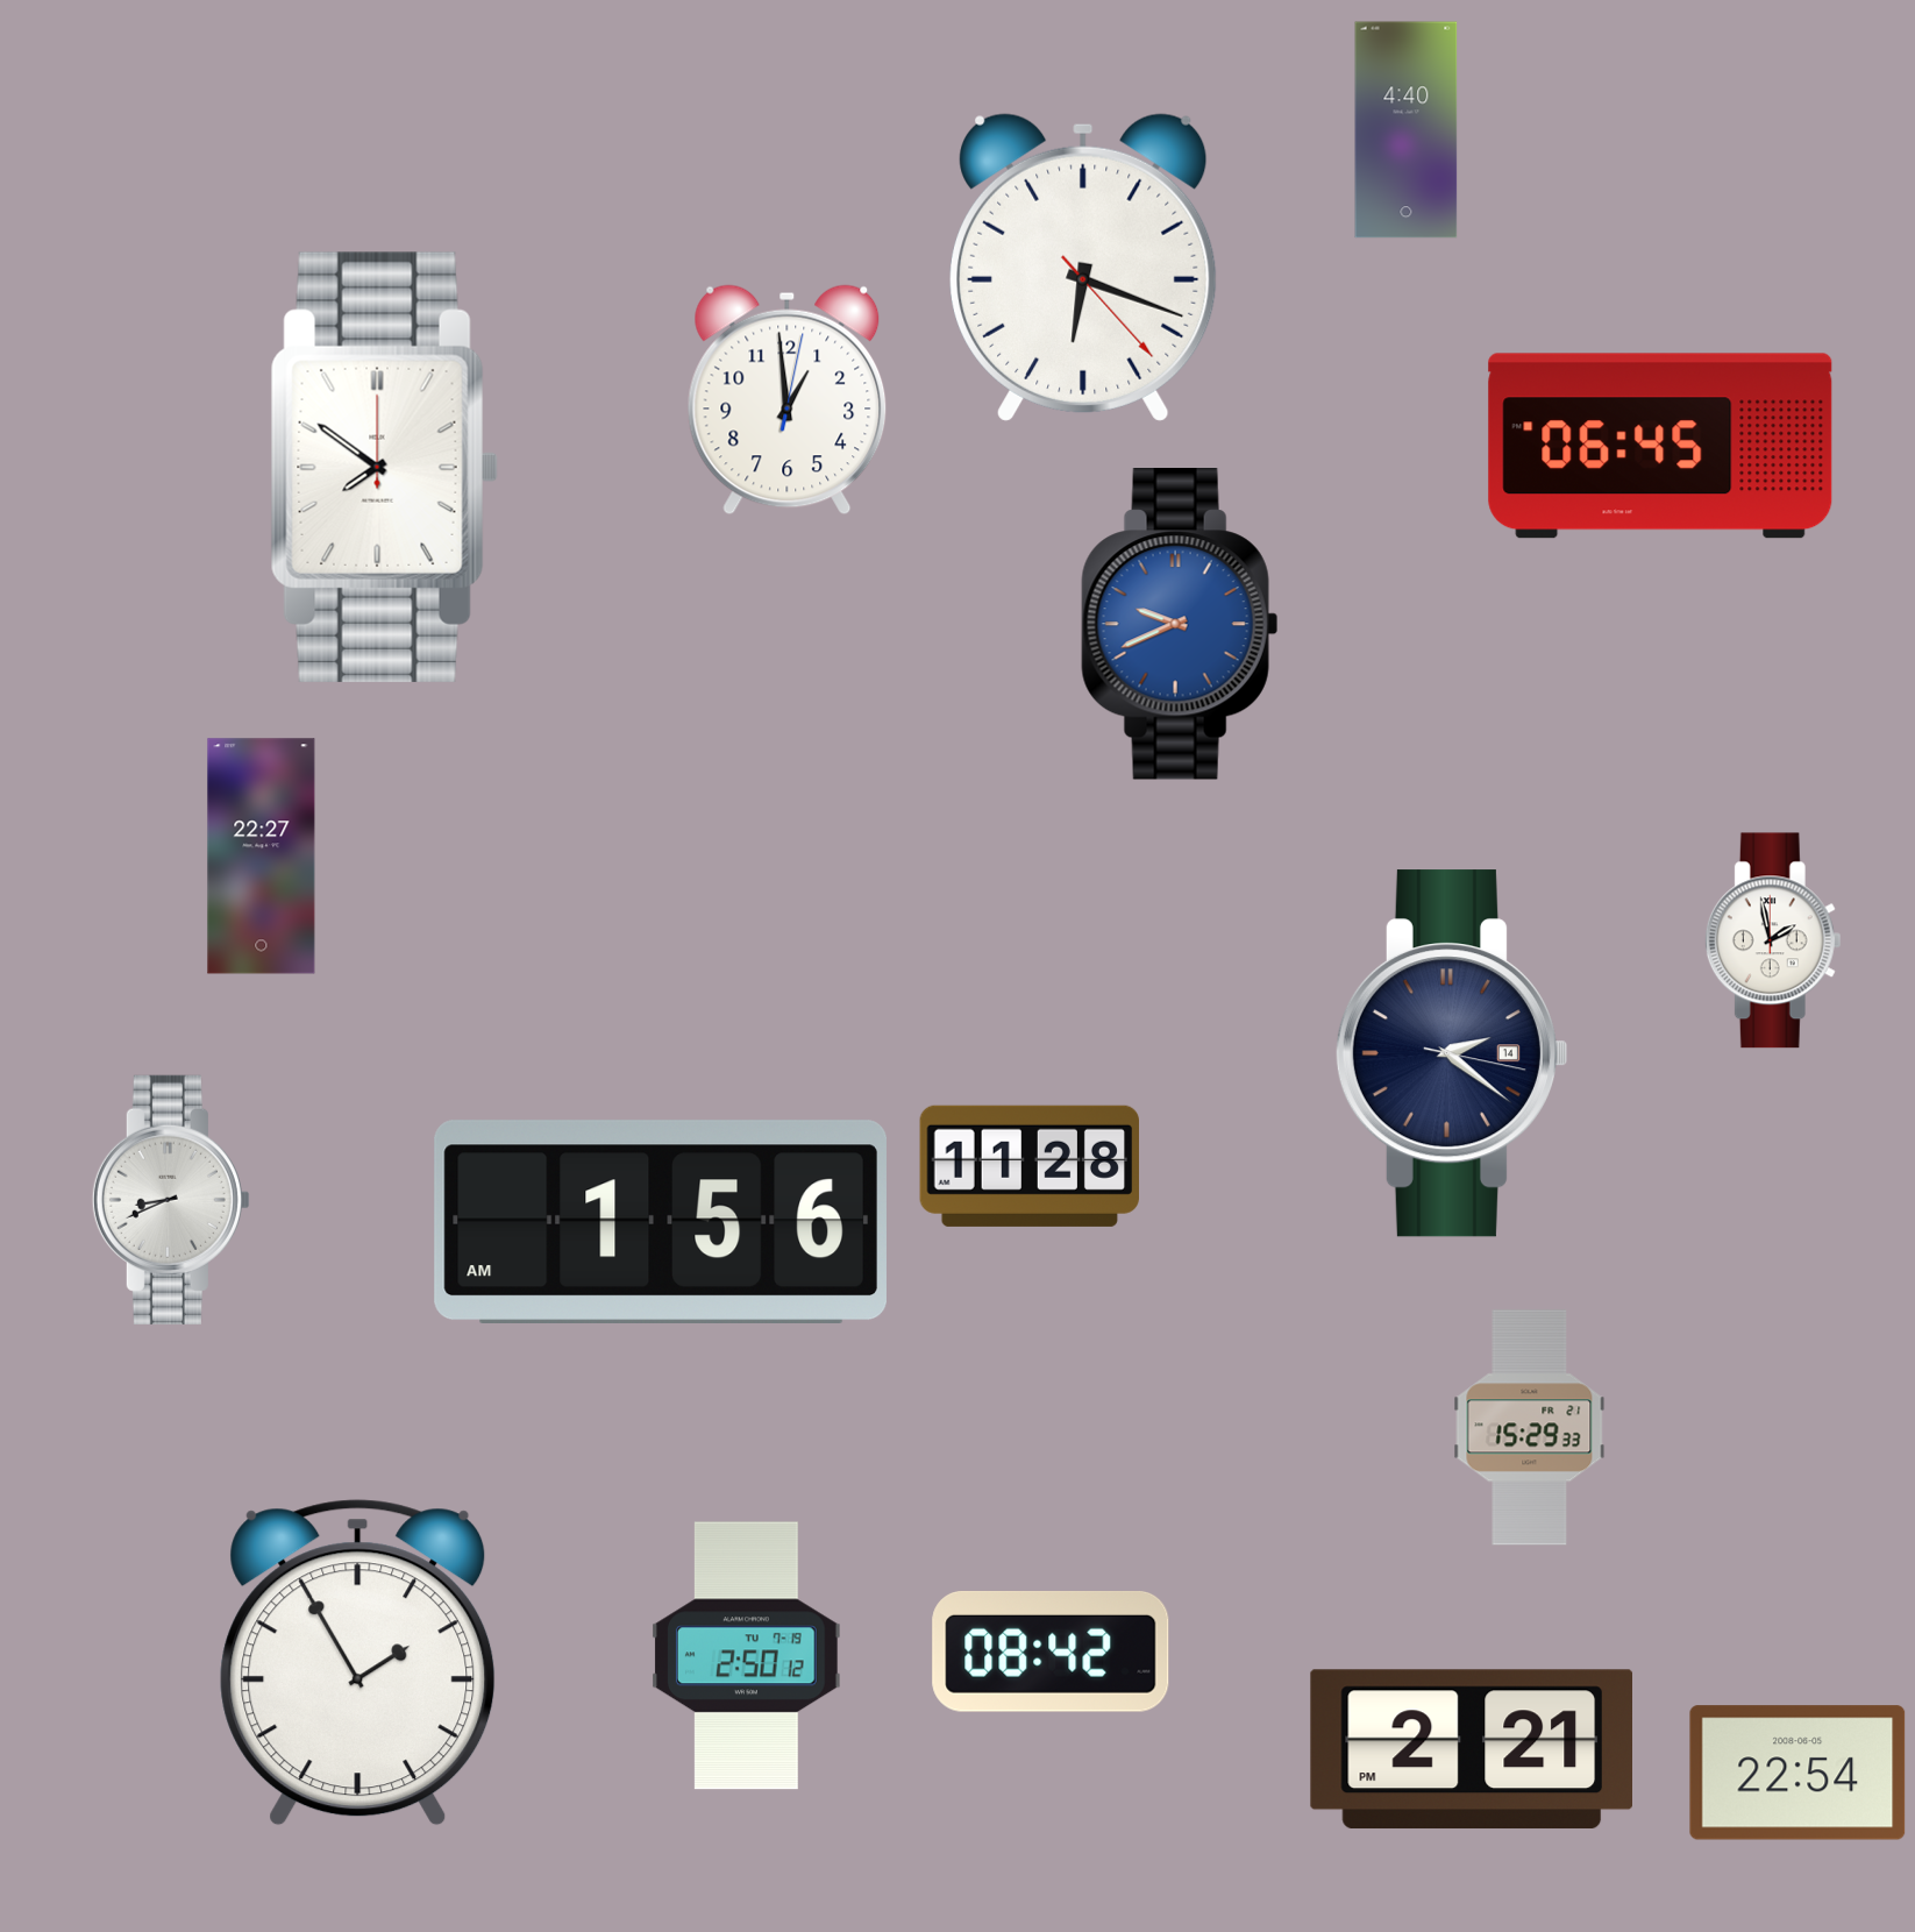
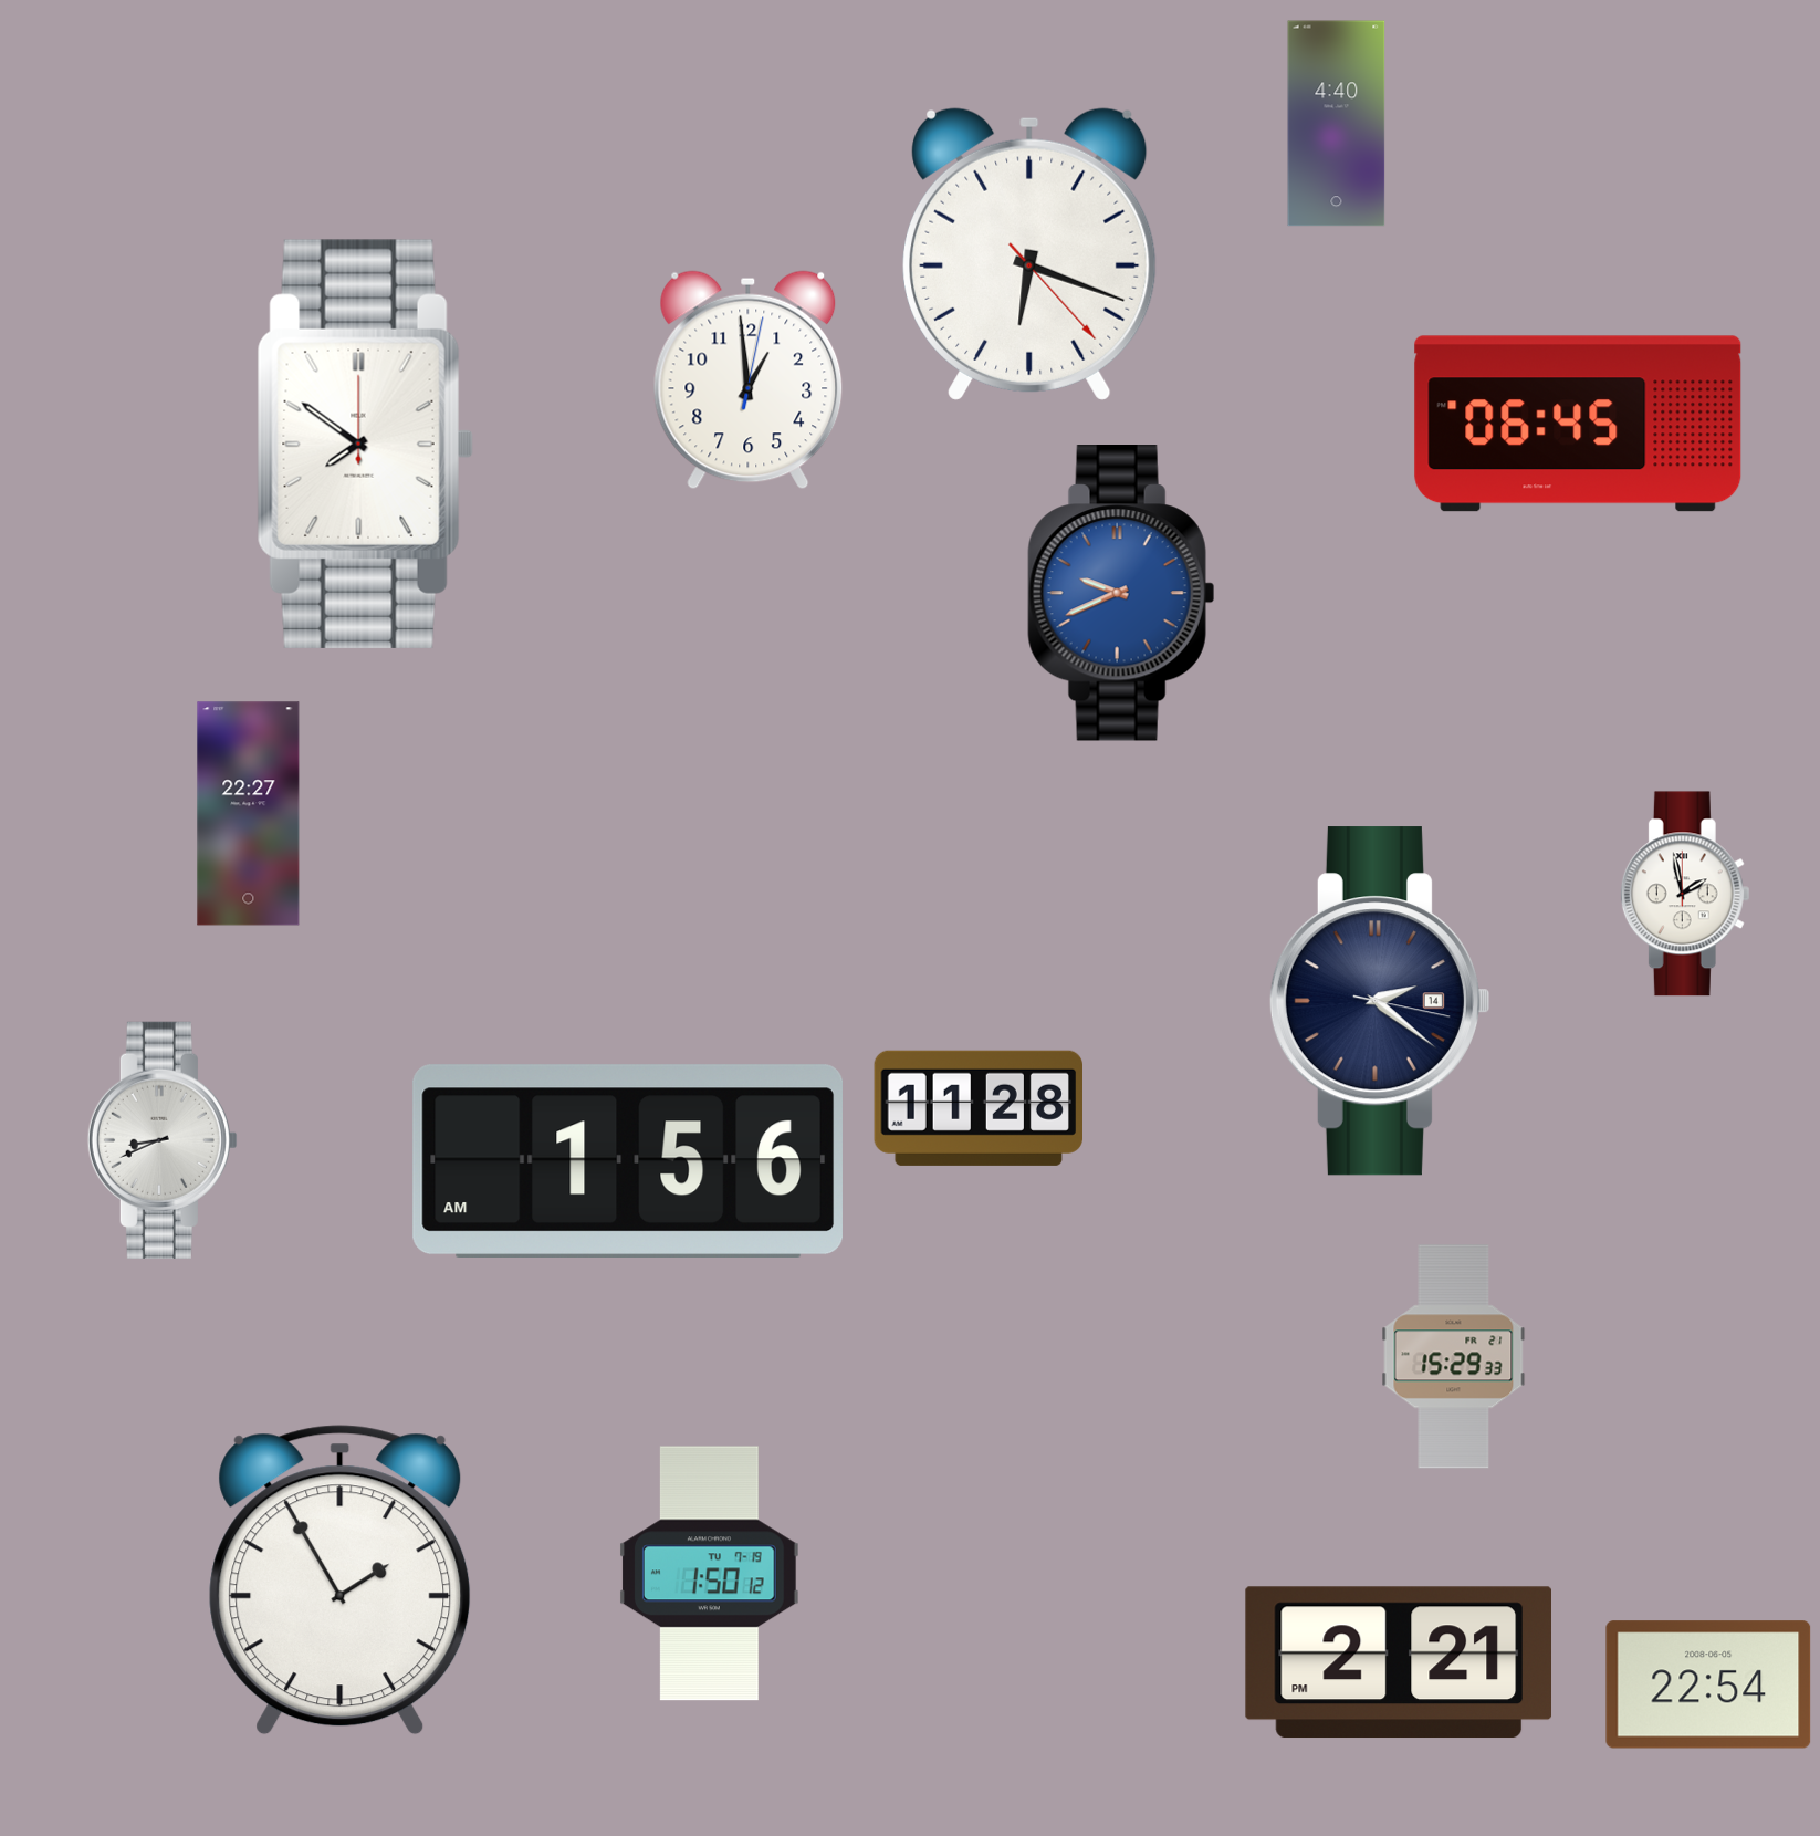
clock at (1051, 1652): 08:42 -> none
clock at (747, 1656): 2:50 -> 1:50
